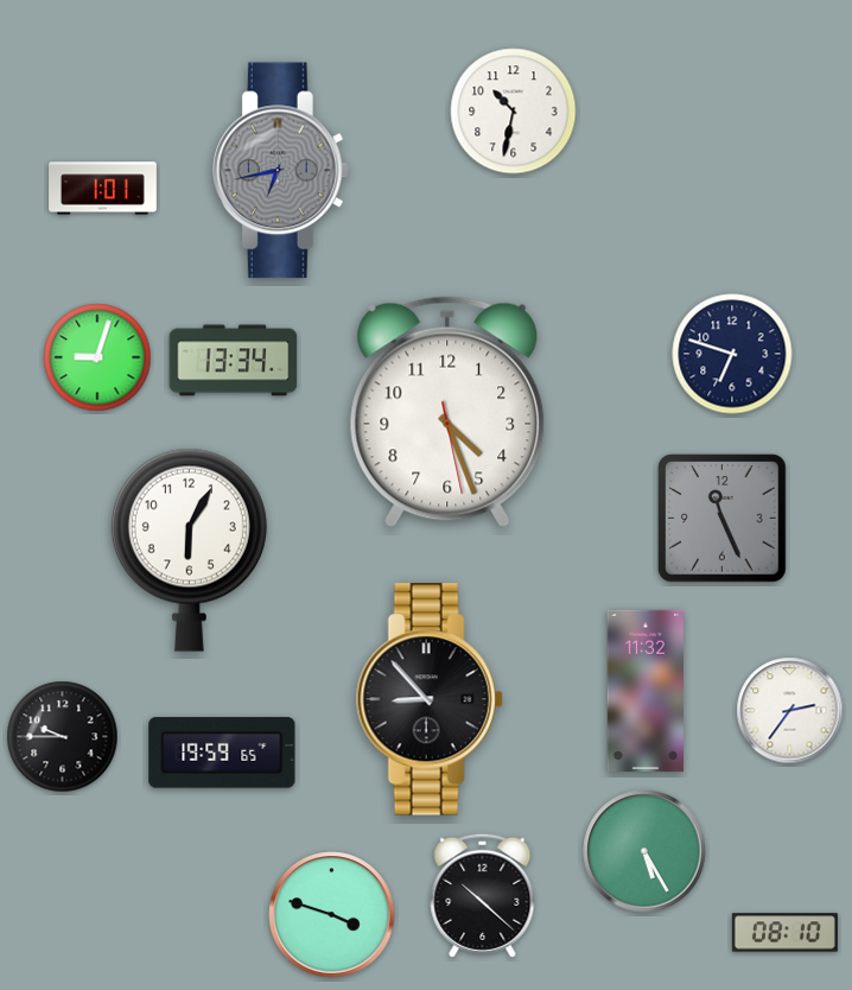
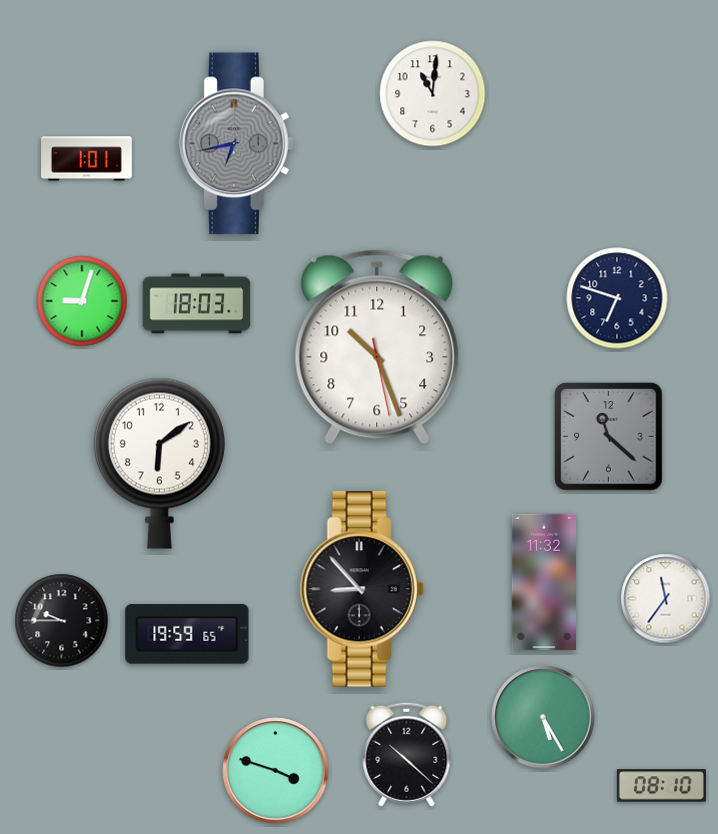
clock at (514, 112): 10:32 -> 11:01
clock at (234, 361): 13:34 -> 18:03
clock at (447, 412): 4:26 -> 10:26
clock at (723, 519): 11:26 -> 11:22
clock at (189, 550): 6:05 -> 6:09
clock at (790, 711): 2:36 -> 11:36
clock at (63, 737) position: (63, 737) -> (62, 621)
clock at (332, 915) position: (332, 915) -> (276, 771)
